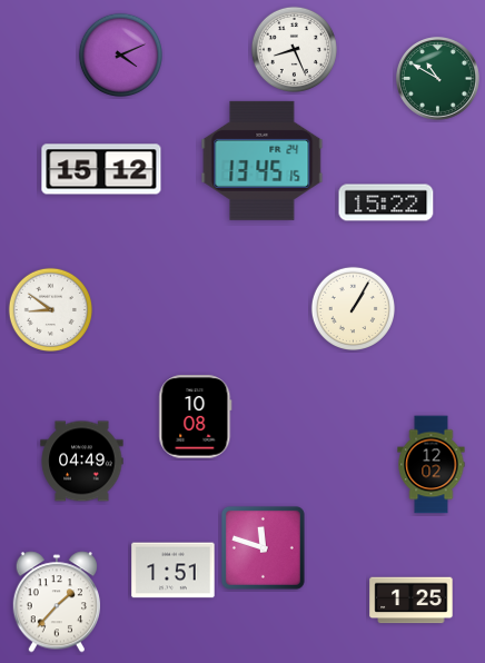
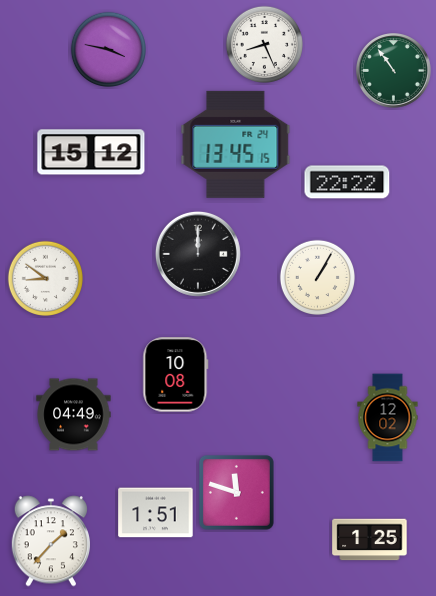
clock at (120, 55): 4:11 -> 3:47
clock at (438, 79): 10:50 -> 10:54
clock at (386, 202): 15:22 -> 22:22
clock at (198, 254): none -> 12:00
